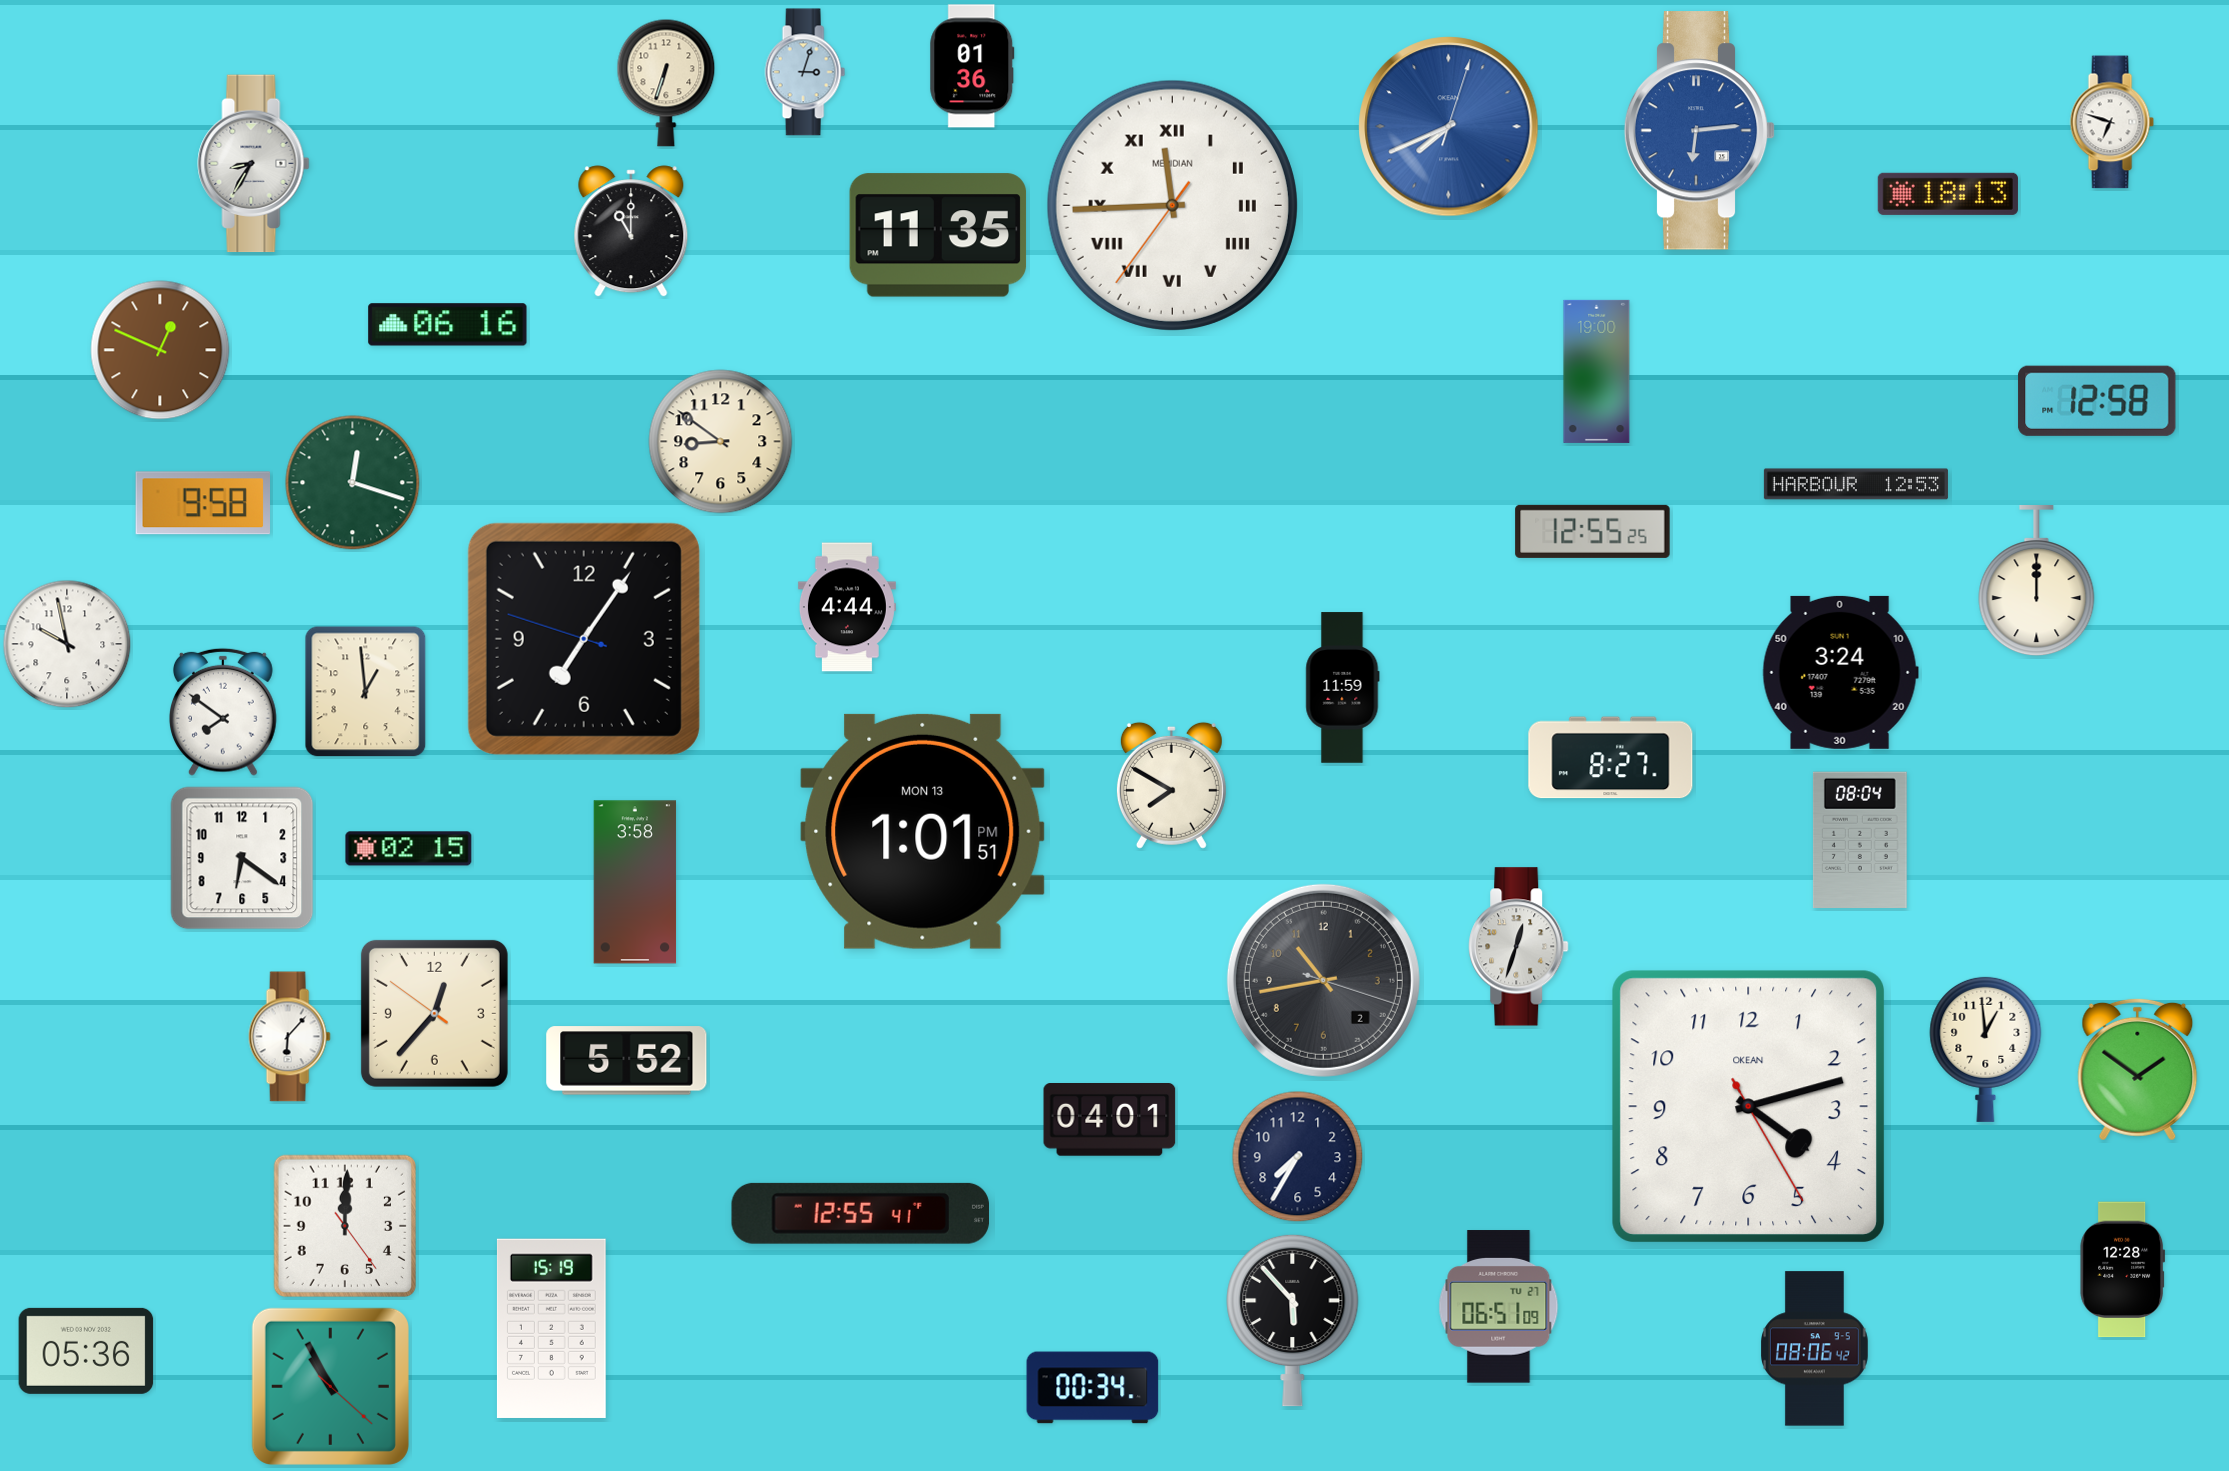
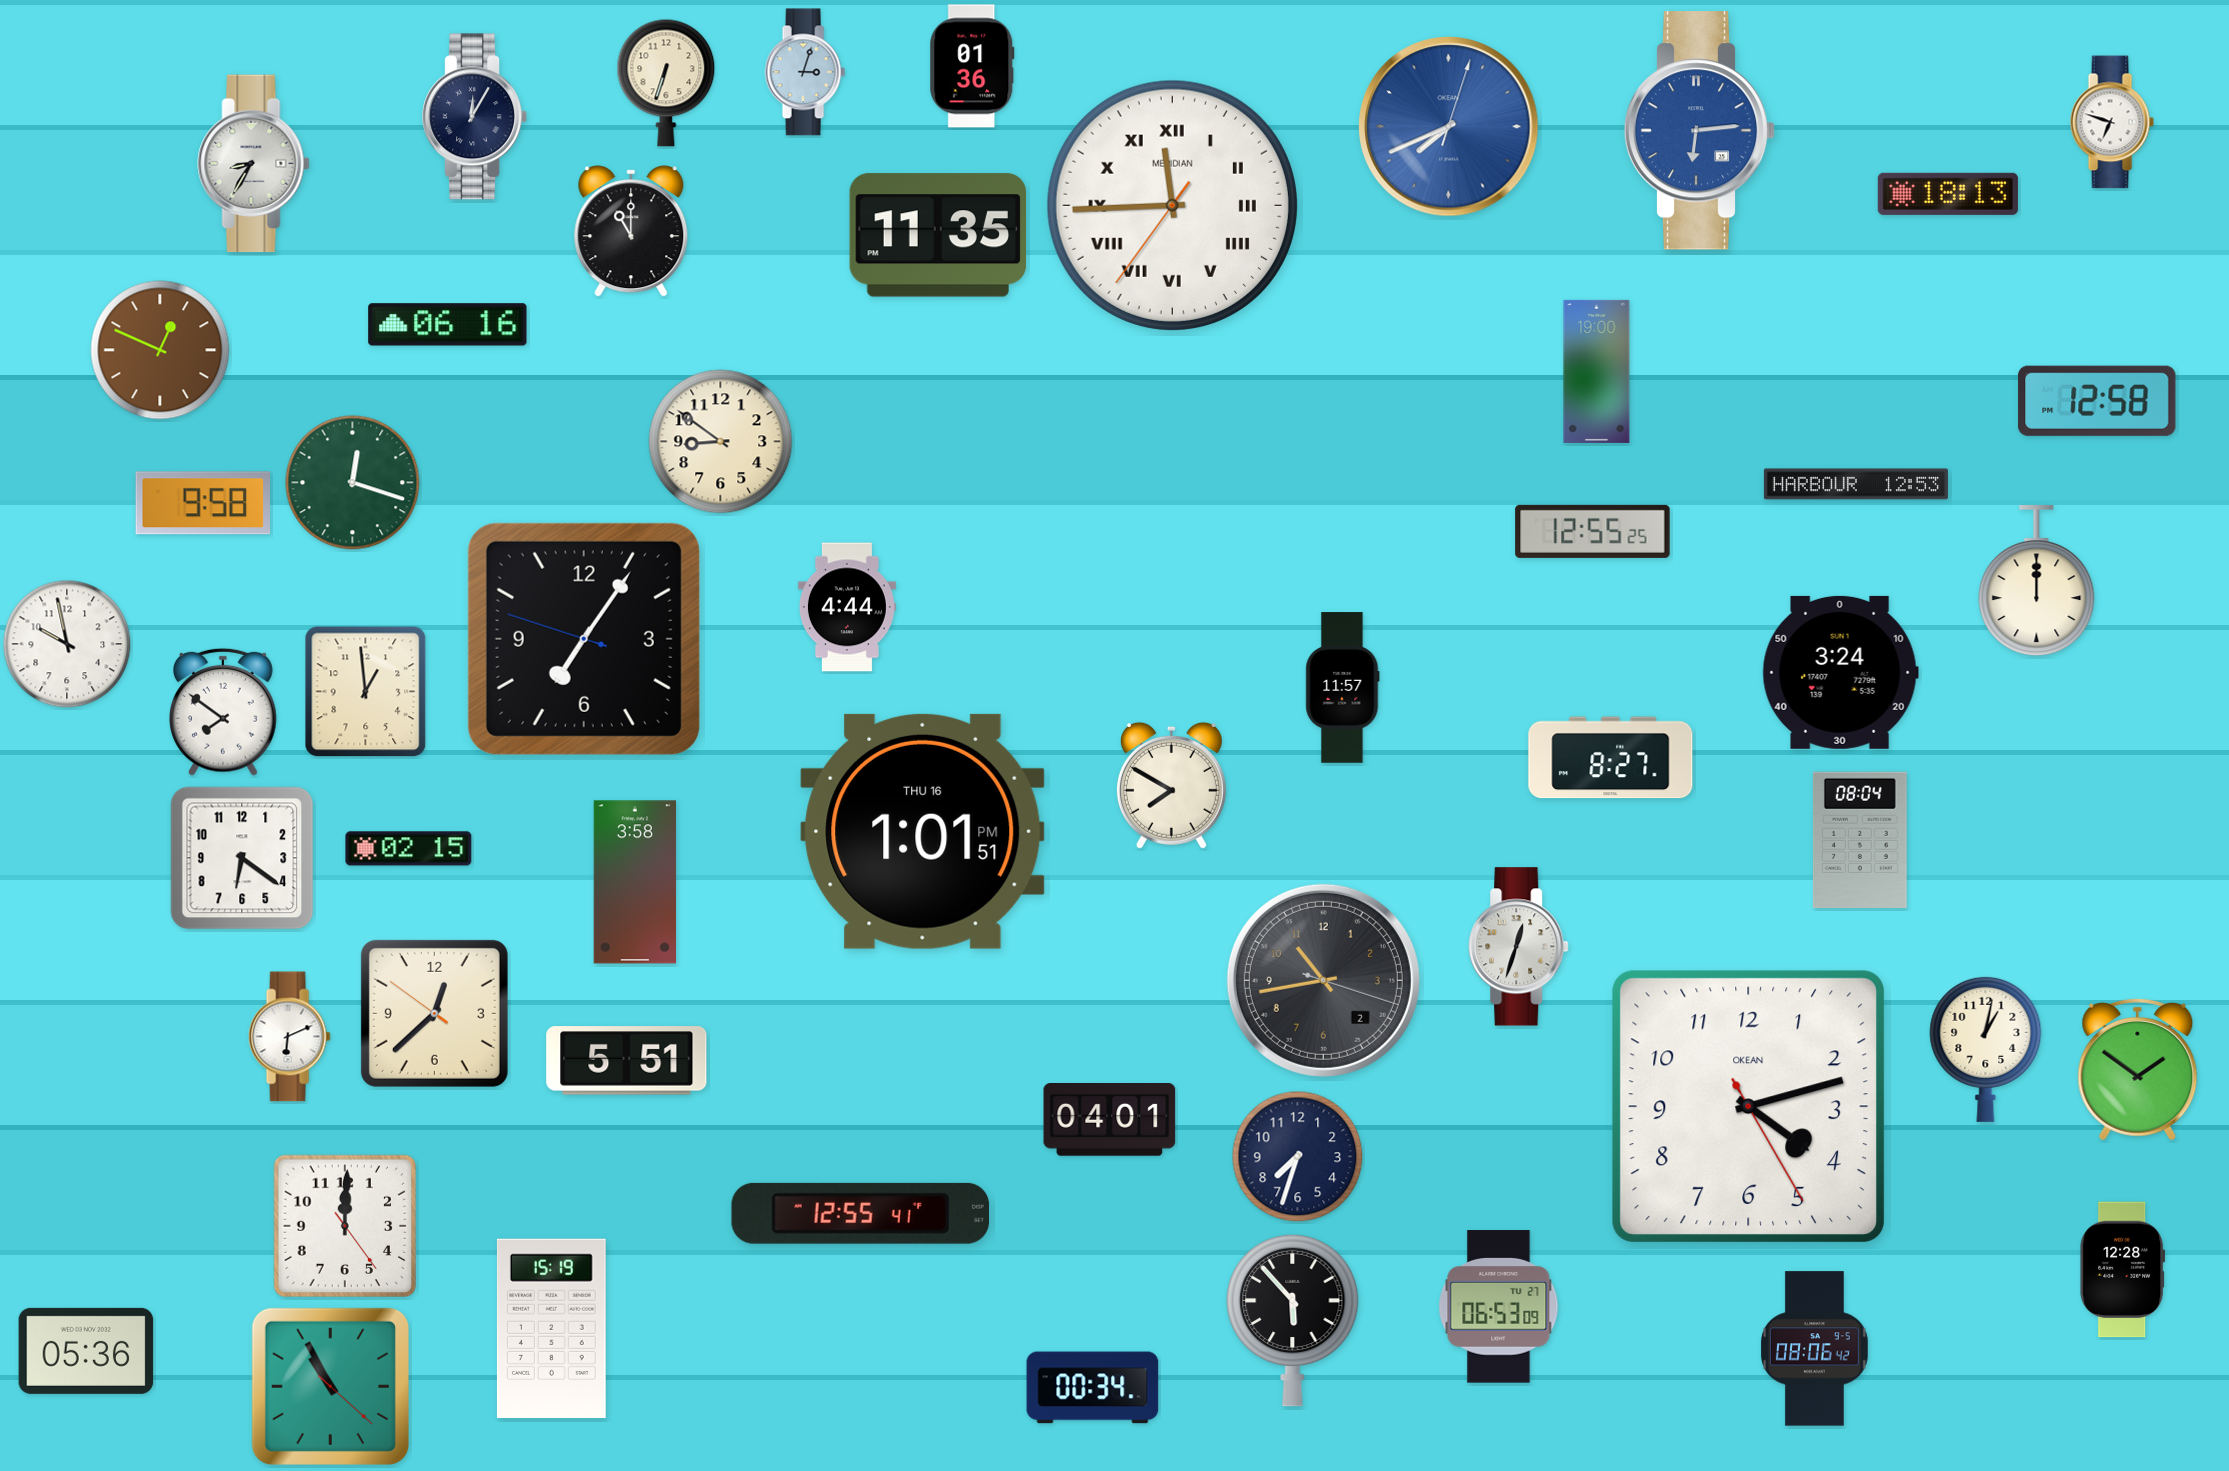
clock at (475, 117): none -> 12:05
clock at (1343, 688): 11:59 -> 11:57
clock at (923, 831) date: MON 13 -> THU 16
clock at (434, 1013): 12:36 -> 12:37
clock at (289, 1037): 6:07 -> 6:11
clock at (1986, 1049): 12:59 -> 1:02
clock at (627, 1061): 5:52 -> 5:51
clock at (1298, 1157): 7:35 -> 7:33
clock at (1499, 1307): 06:51 -> 06:53
